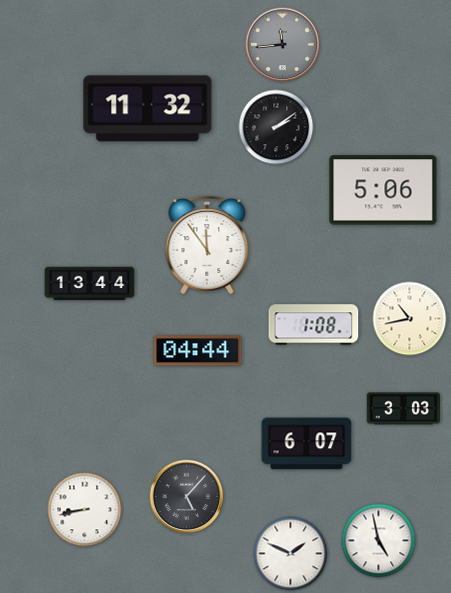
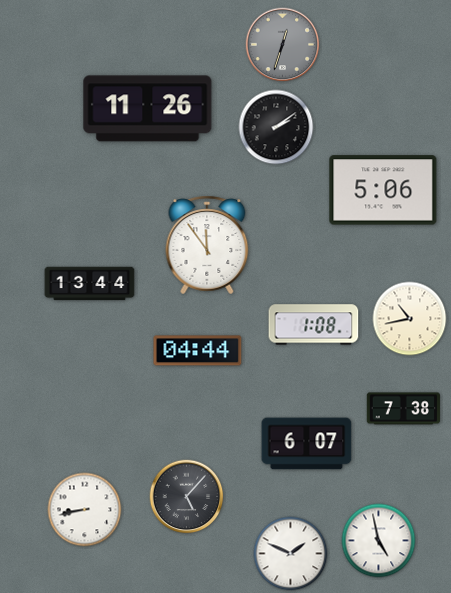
clock at (283, 45): 11:44 -> 12:33
clock at (148, 109): 11:32 -> 11:26
clock at (403, 409): 3:03 -> 7:38
